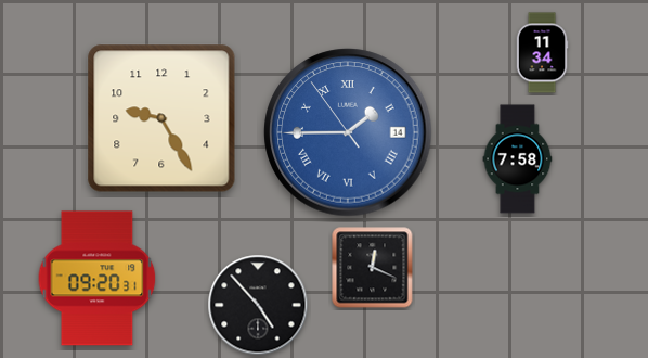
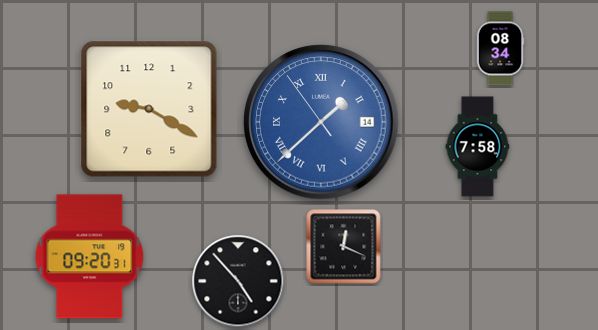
clock at (542, 53): 11:34 -> 08:34
clock at (161, 118): 9:25 -> 9:20
clock at (348, 132): 1:44 -> 1:37
